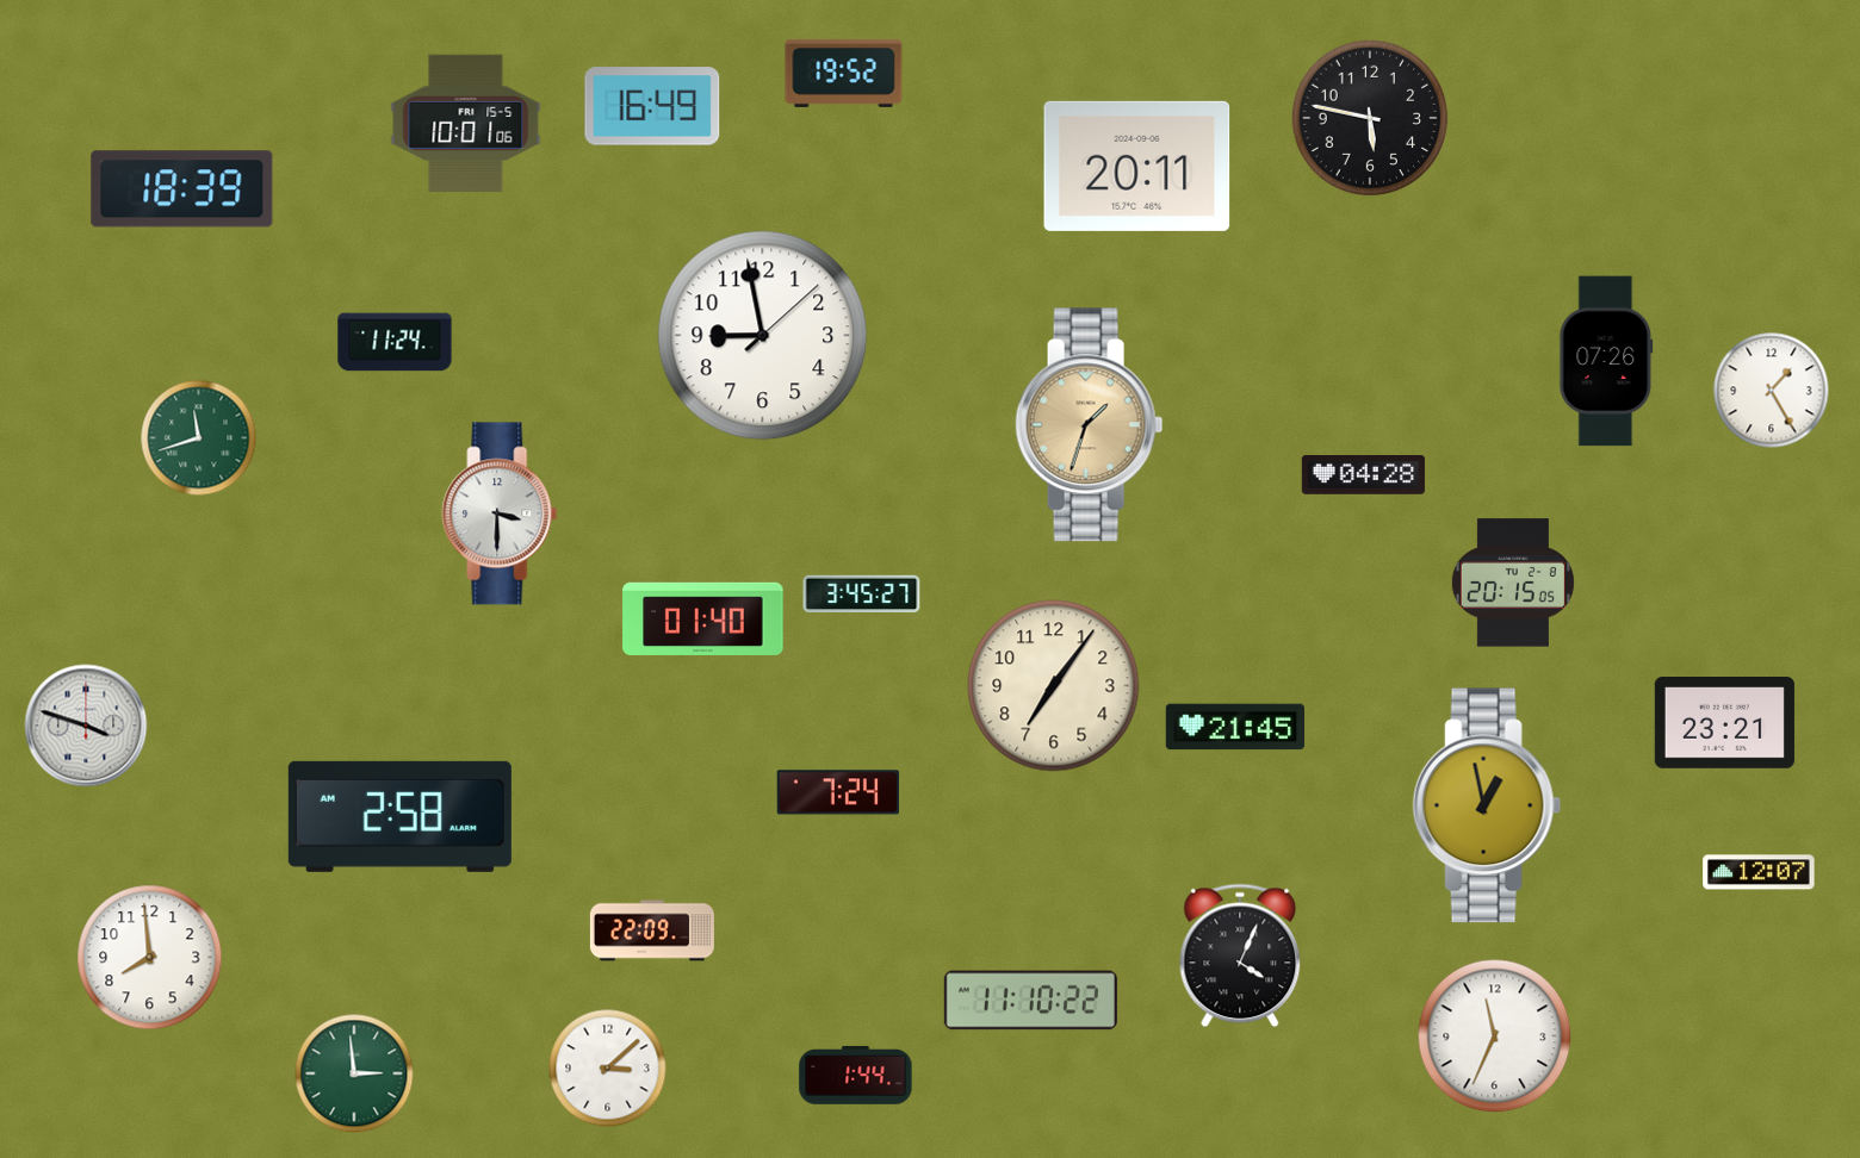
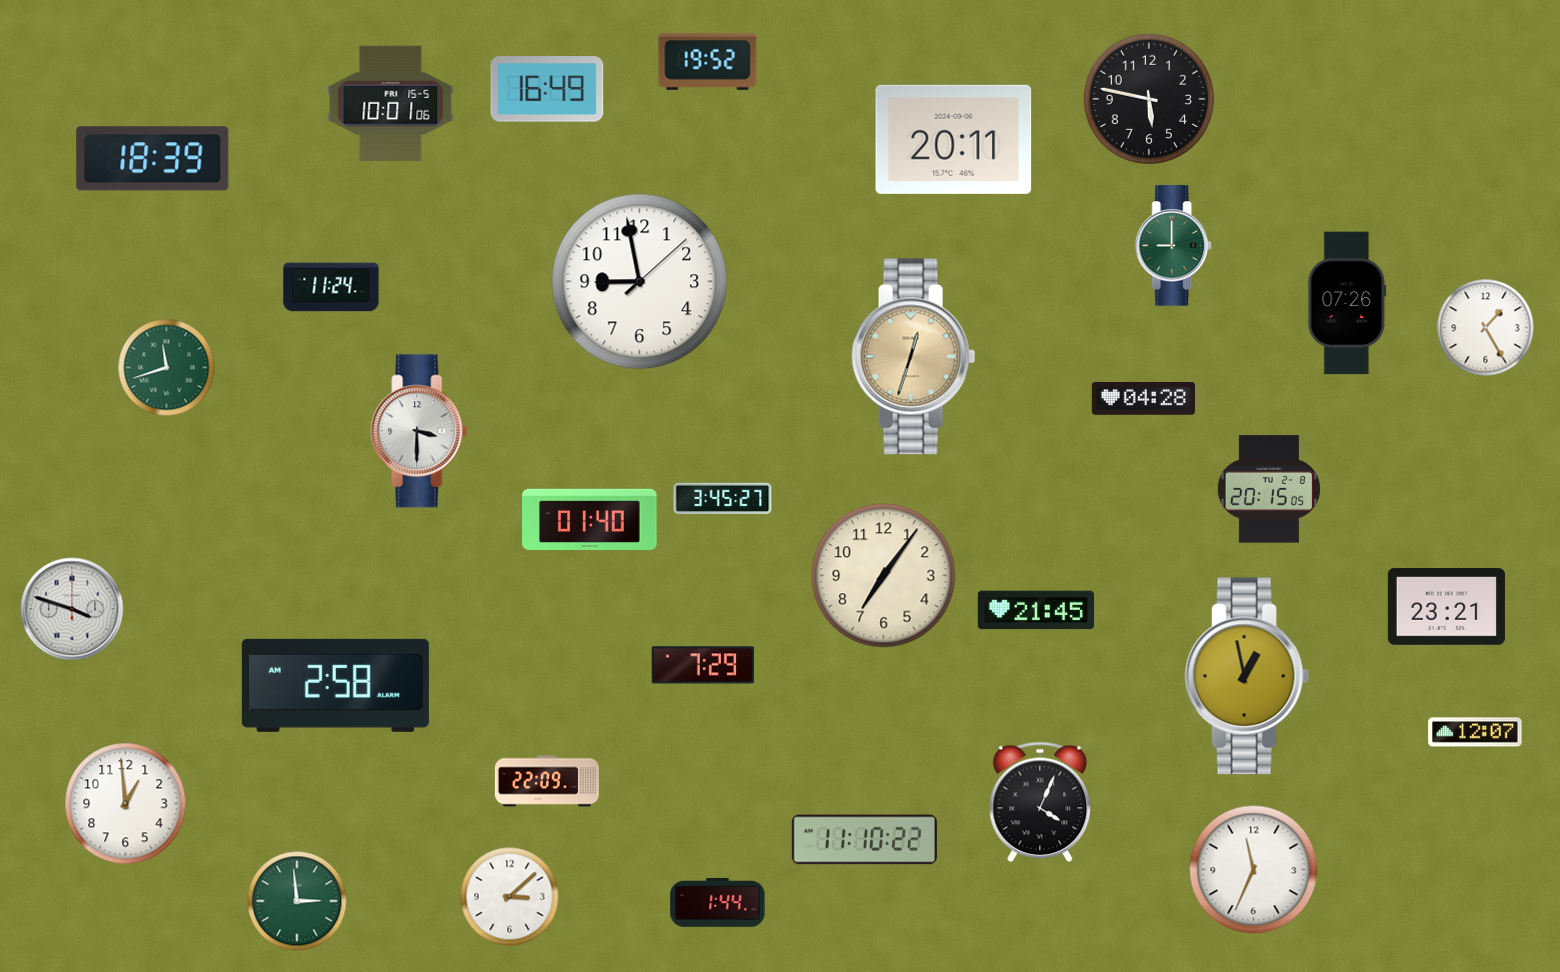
clock at (1174, 246): none -> 9:00
clock at (1090, 425): 1:33 -> 12:33
clock at (837, 792): 7:24 -> 7:29
clock at (150, 958): 7:59 -> 12:59
